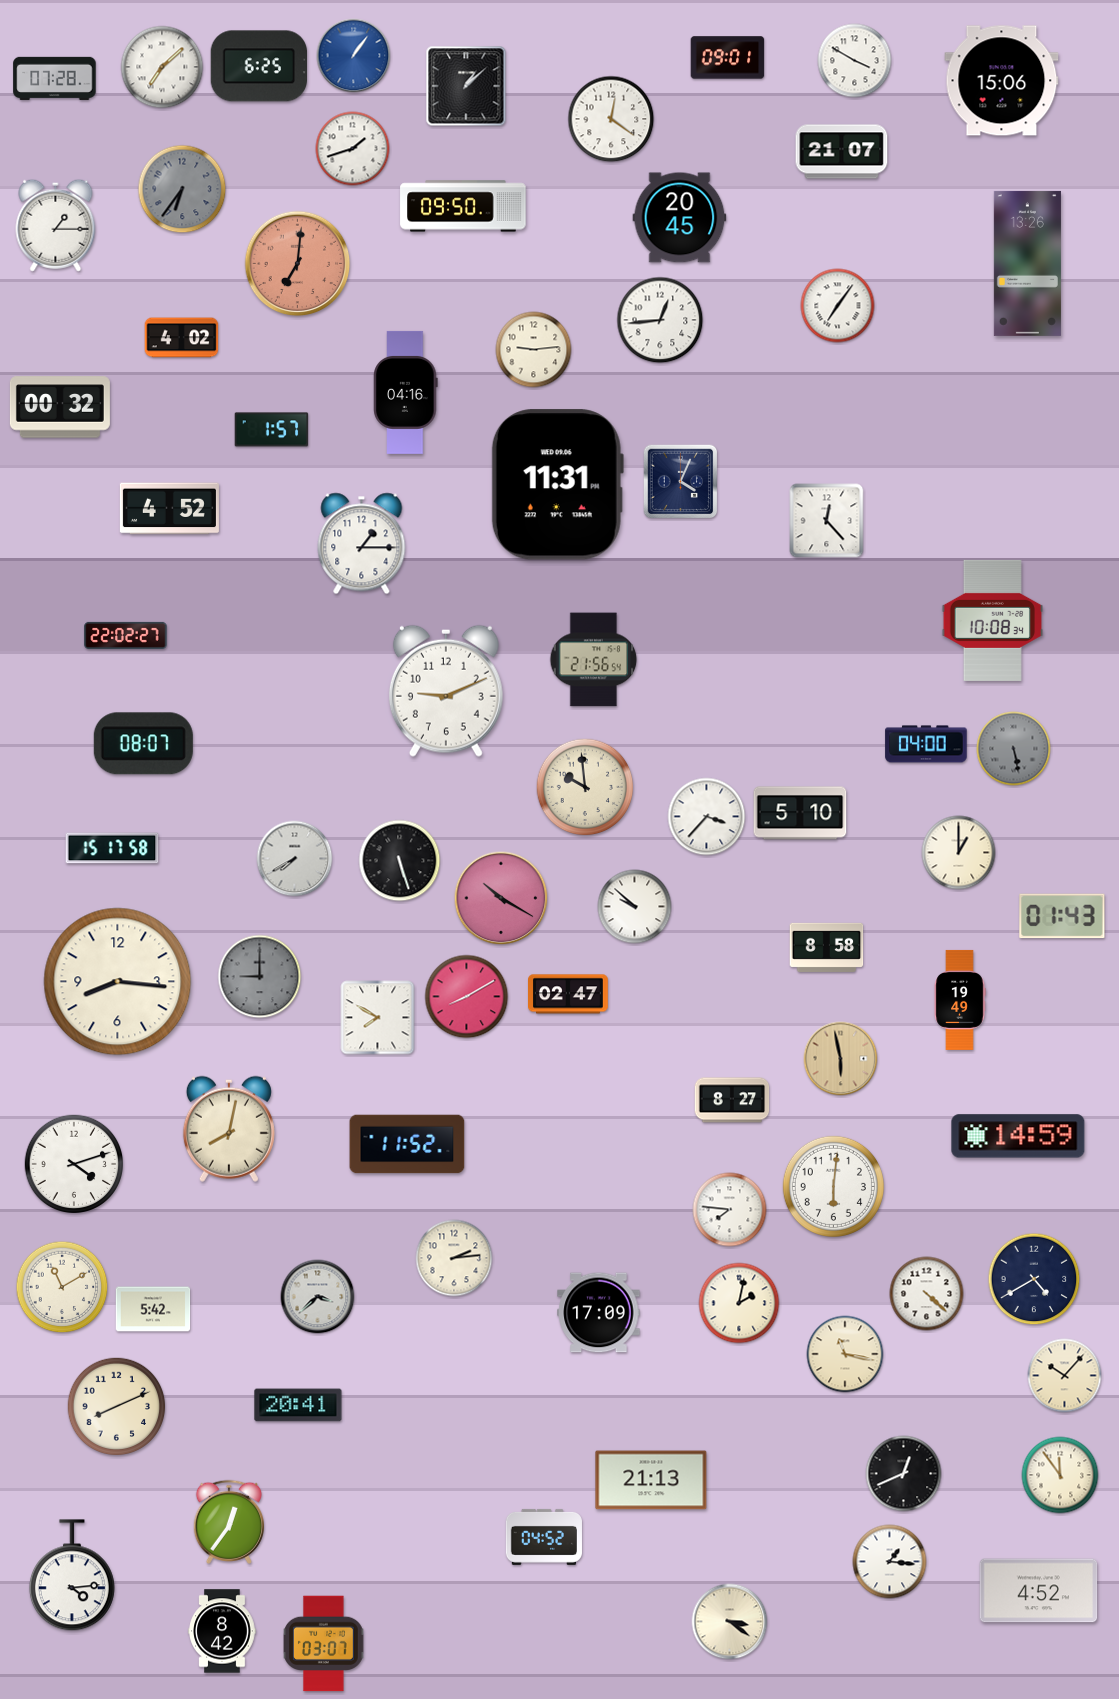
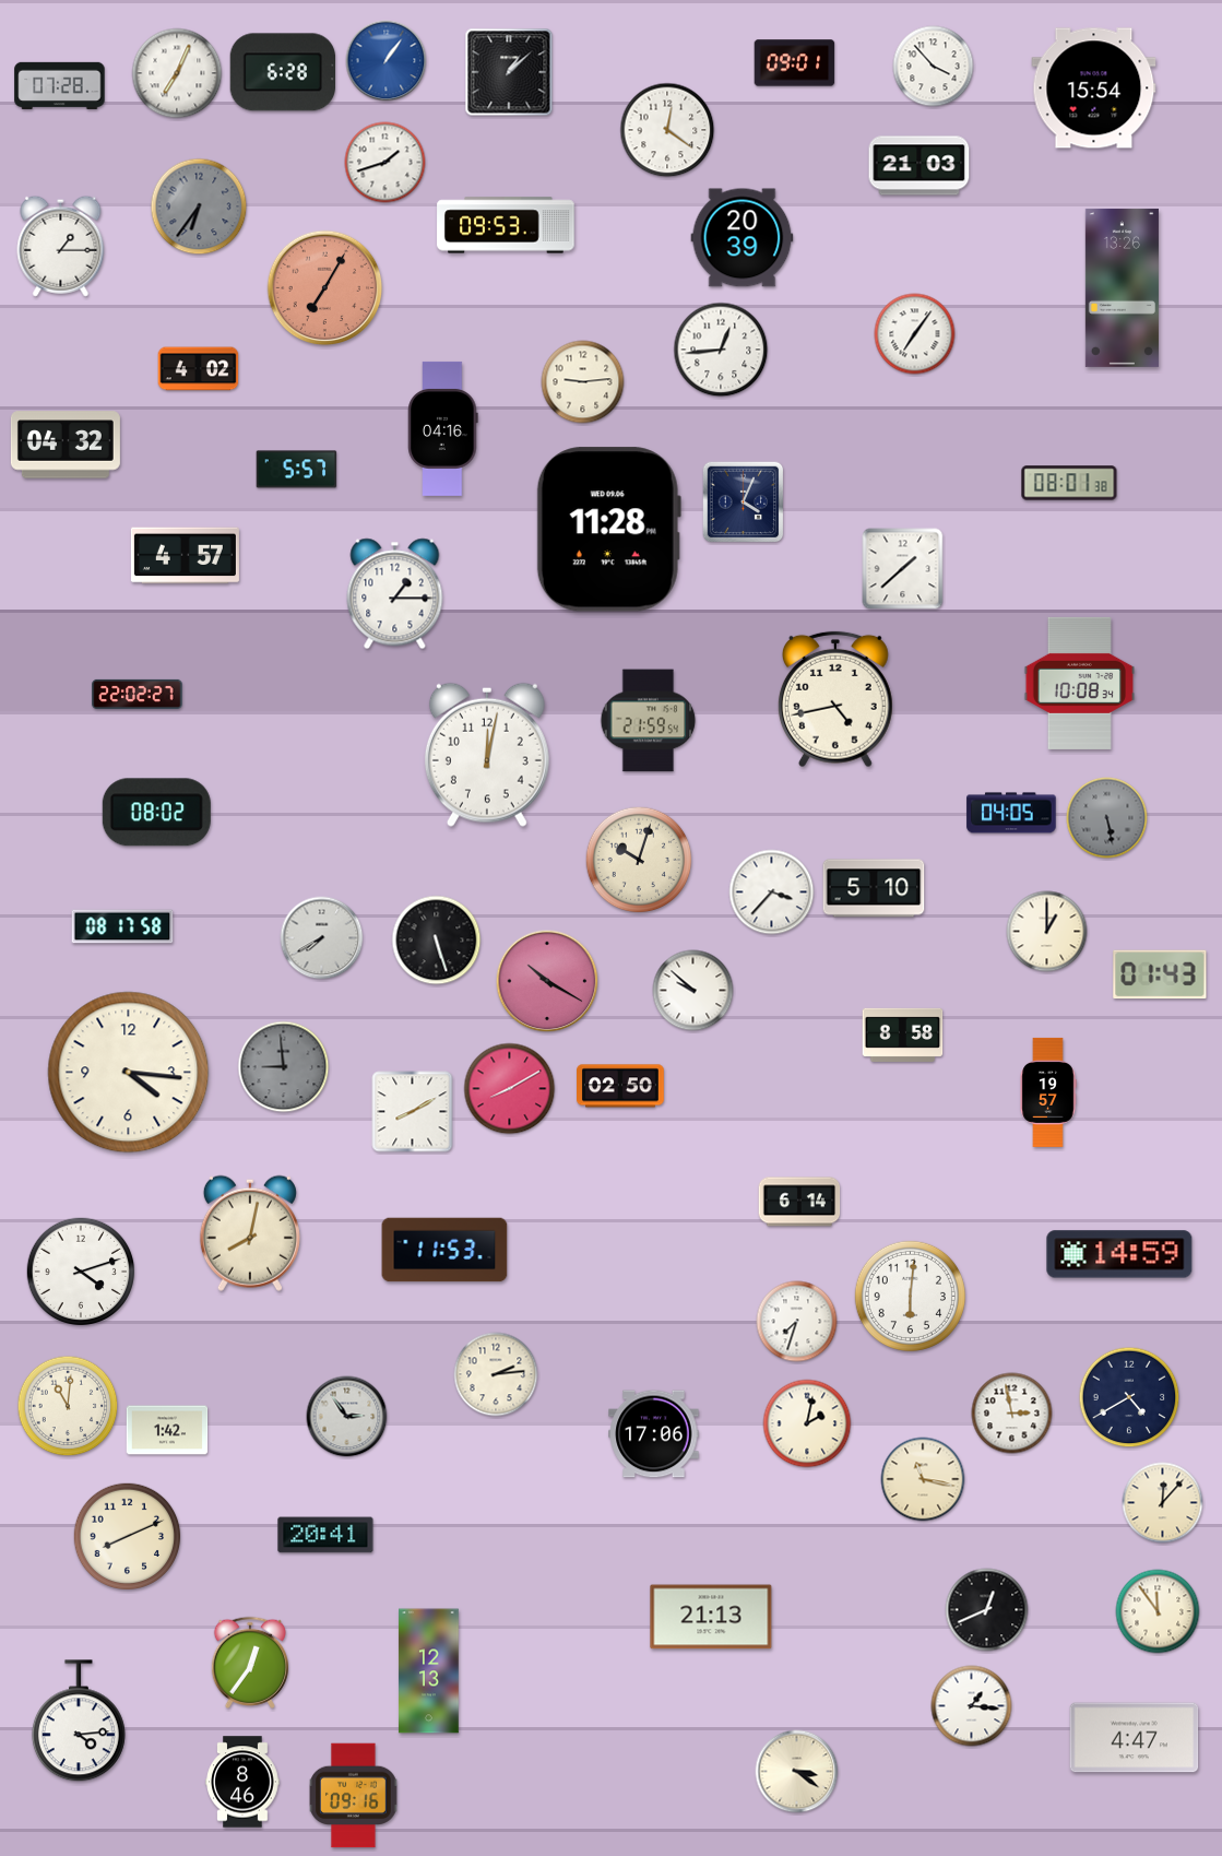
clock at (855, 61): 3:50 -> 3:53
clock at (258, 66): 6:25 -> 6:28
clock at (162, 67): 7:08 -> 7:04
clock at (1002, 81): 15:06 -> 15:54
clock at (466, 86) position: (466, 86) -> (509, 72)
clock at (842, 152): 21:07 -> 21:03
clock at (463, 206): 09:50 -> 09:53
clock at (680, 218): 20:45 -> 20:39
clock at (298, 264): 7:01 -> 7:05
clock at (60, 407): 00:32 -> 04:32
clock at (272, 430): 1:57 -> 5:57
clock at (1069, 483): none -> 08:01
clock at (681, 482) position: (681, 482) -> (744, 503)
clock at (557, 485): 11:31 -> 11:28
clock at (169, 509): 4:52 -> 4:57
clock at (827, 521): 12:23 -> 1:38
clock at (992, 620) position: (992, 620) -> (1079, 683)
clock at (835, 699): none -> 4:43
clock at (594, 660): 21:56 -> 21:59
clock at (446, 691): 9:11 -> 12:02
clock at (143, 744): 08:07 -> 08:02
clock at (926, 744): 04:00 -> 04:05
clock at (585, 787): 9:59 -> 10:03
clock at (112, 848): 15:17 -> 08:17
clock at (1062, 916) position: (1062, 916) -> (1160, 974)
clock at (260, 977): 9:00 -> 8:59
clock at (118, 982): 8:16 -> 4:16
clock at (569, 994): 02:47 -> 02:50
clock at (960, 1000): 19:49 -> 19:57
clock at (378, 1018): 7:50 -> 8:10
clock at (841, 1059): 5:58 -> none
clock at (732, 1100): 8:27 -> 6:14
clock at (1018, 1136) position: (1018, 1136) -> (1119, 1254)
clock at (407, 1144): 11:52 -> 11:53
clock at (730, 1210): 7:46 -> 7:33
clock at (62, 1287): 11:10 -> 11:01
clock at (927, 1294): 4:22 -> 2:58
clock at (318, 1297): 3:38 -> 2:54
clock at (153, 1309): 5:42 -> 1:42
clock at (599, 1313): 17:09 -> 17:06
clock at (1065, 1376): 10:07 -> 12:07
clock at (429, 1671): none -> 12:13
clock at (544, 1537): 04:52 -> none
clock at (1039, 1591): 4:52 -> 4:47
clock at (222, 1631): 8:42 -> 8:46
clock at (324, 1644): 03:07 -> 09:16
